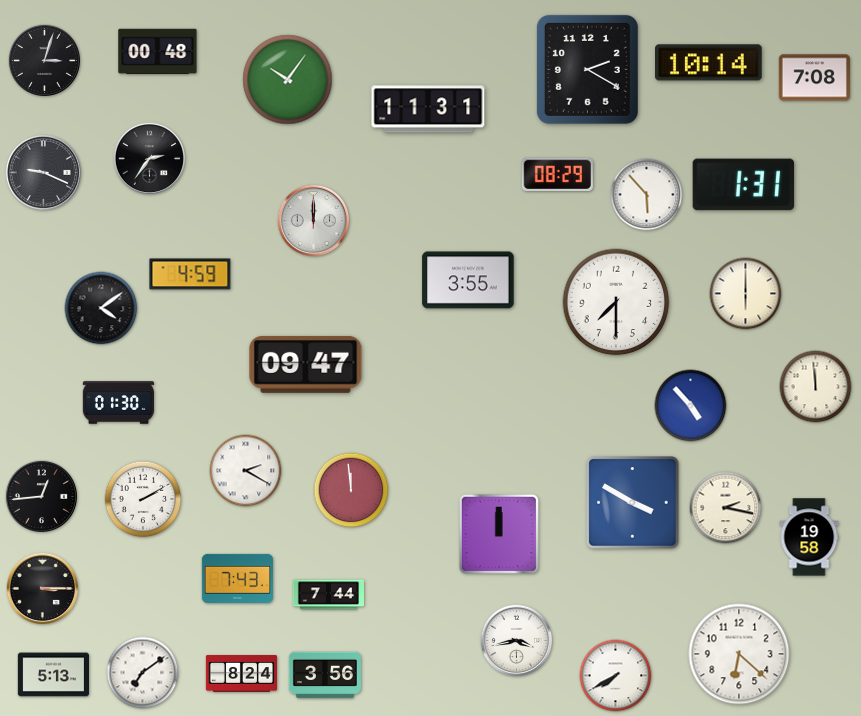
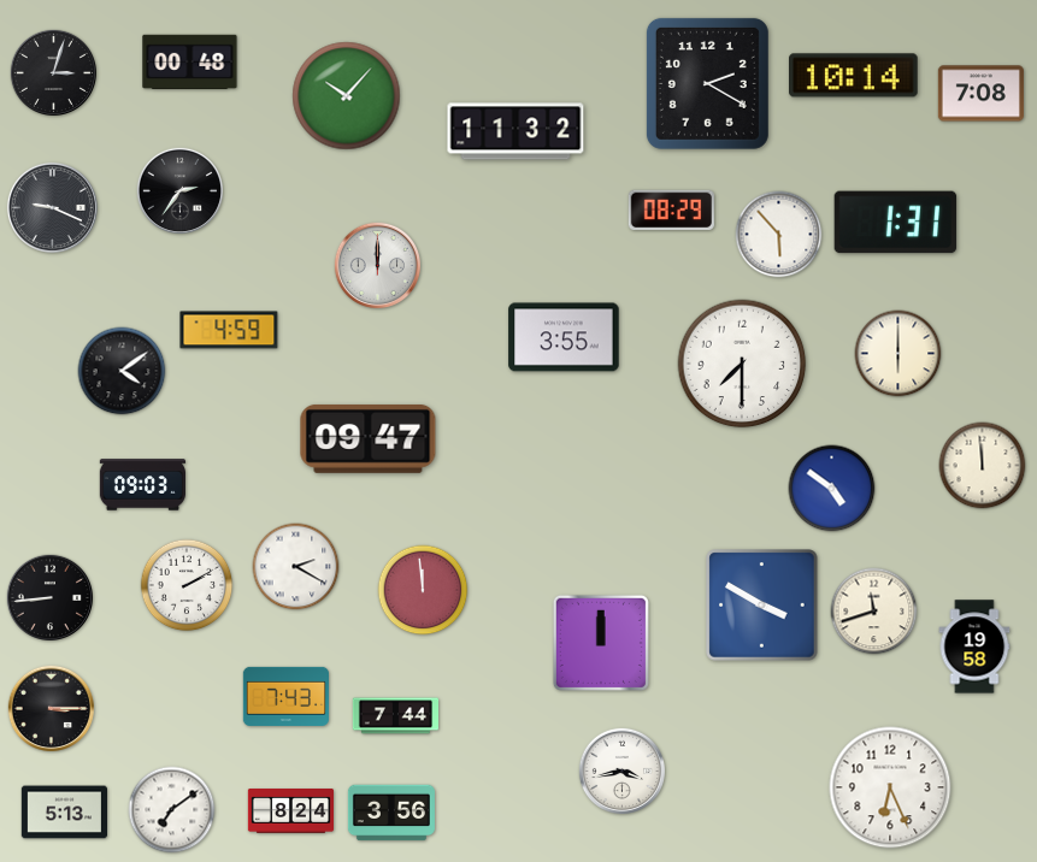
clock at (288, 80): 10:06 -> 10:07
clock at (428, 109): 11:31 -> 11:32
clock at (118, 403): 01:30 -> 09:03
clock at (691, 406): 4:53 -> 4:51
clock at (41, 496): 12:44 -> 8:44
clock at (143, 499) position: (143, 499) -> (187, 585)
clock at (726, 508): 2:17 -> 11:42
clock at (739, 654): 6:22 -> 6:26
clock at (616, 676): 7:40 -> none
